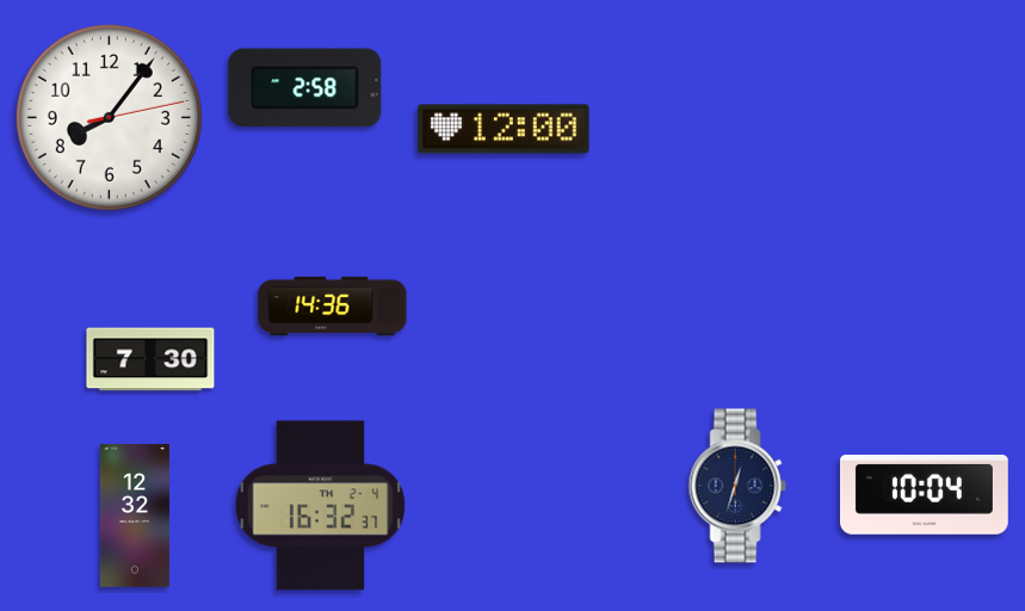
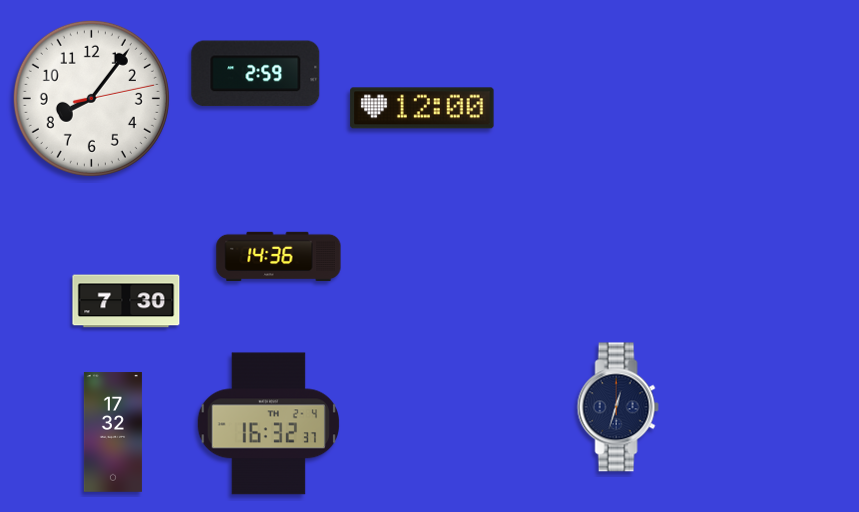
clock at (305, 88): 2:58 -> 2:59
clock at (924, 495): 10:04 -> none
clock at (135, 516): 12:32 -> 17:32
